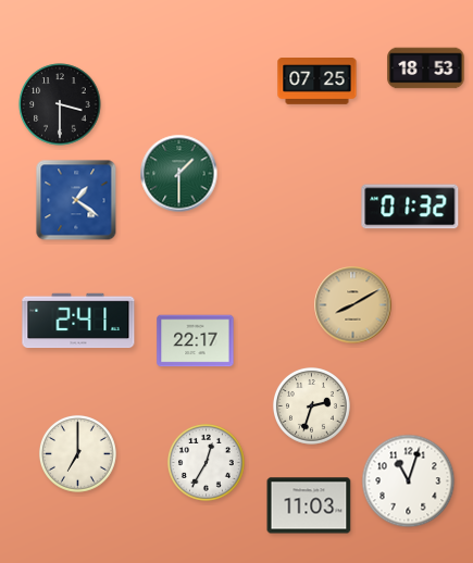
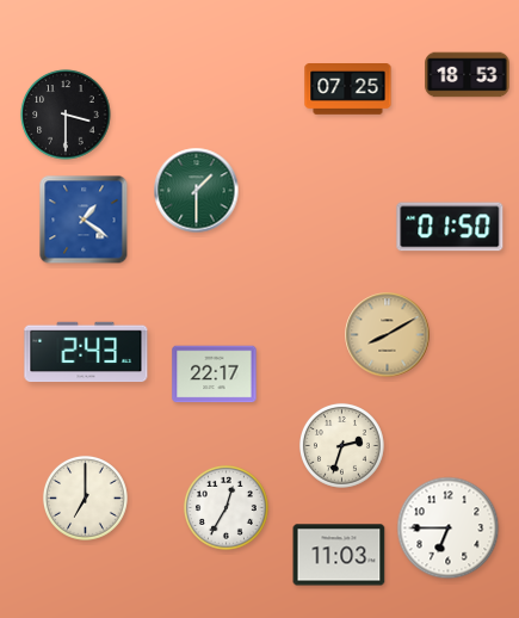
clock at (410, 207): 01:32 -> 01:50
clock at (78, 321): 2:41 -> 2:43
clock at (409, 481): 11:03 -> 6:45
